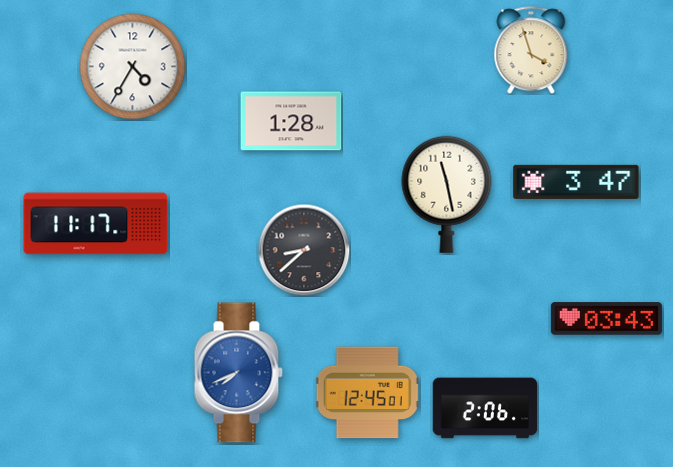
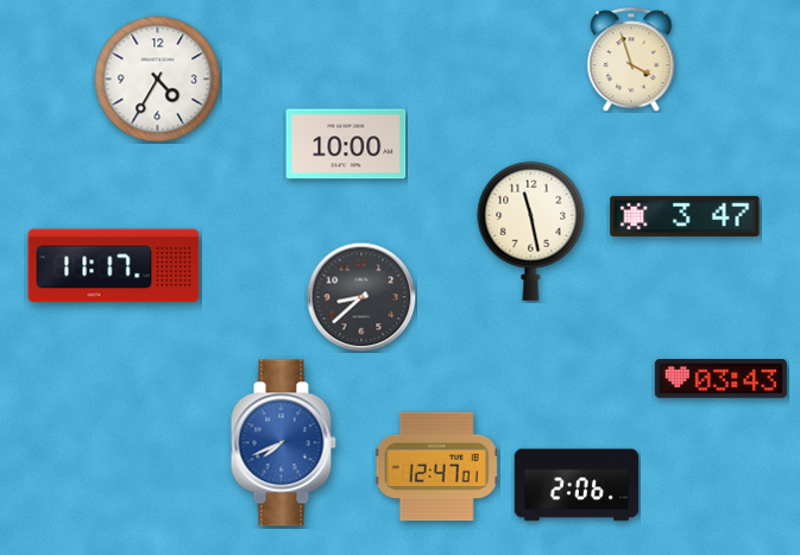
clock at (291, 121): 1:28 -> 10:00
clock at (367, 393): 12:45 -> 12:47
